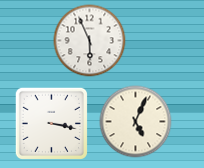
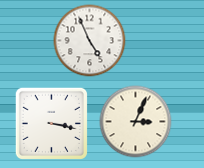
clock at (90, 41): 5:56 -> 4:56
clock at (136, 122): 5:04 -> 3:04
